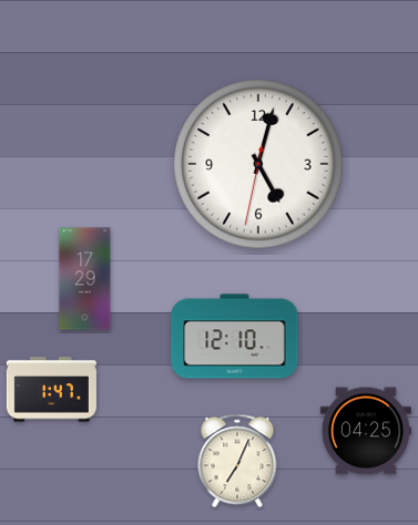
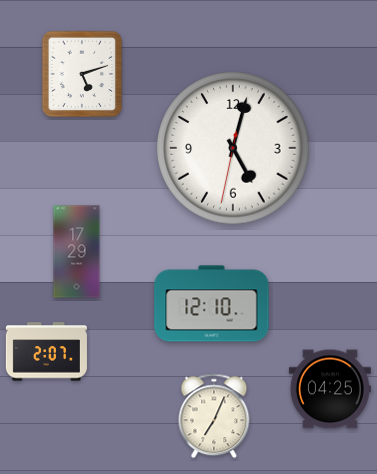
clock at (82, 74): none -> 5:12
clock at (51, 390): 1:47 -> 2:07
